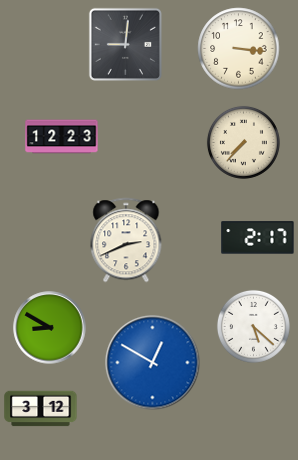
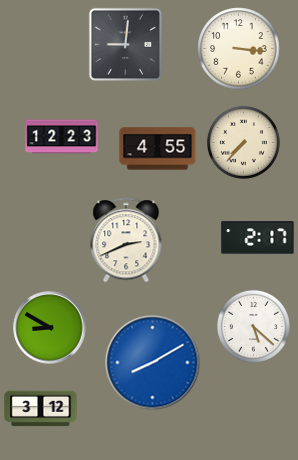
clock at (158, 149): none -> 4:55
clock at (153, 363): 12:50 -> 8:10
